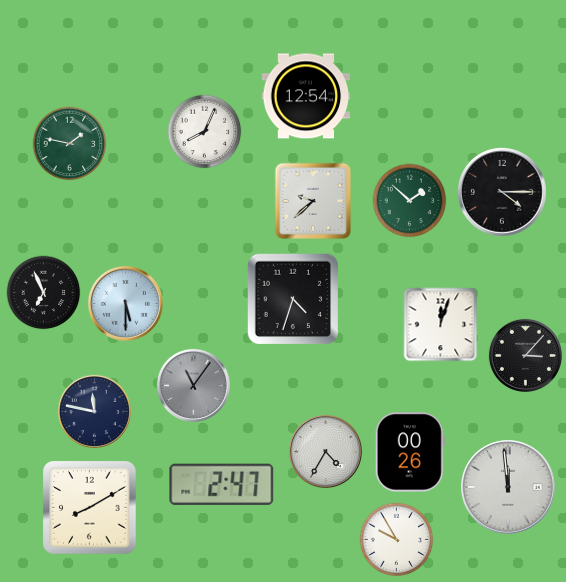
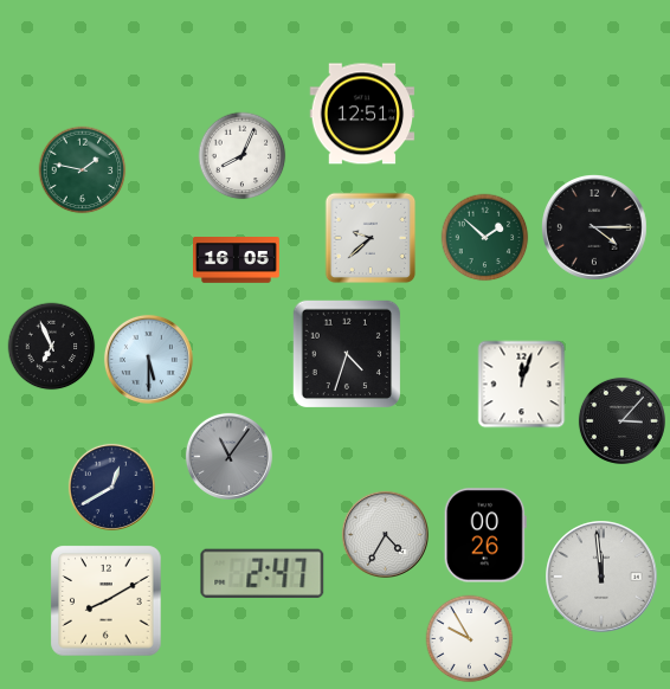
clock at (306, 96): 12:54 -> 12:51
clock at (237, 260): none -> 16:05
clock at (94, 411): 11:47 -> 12:40
